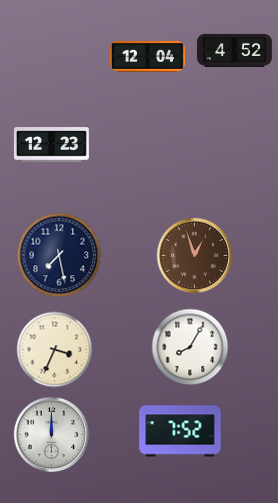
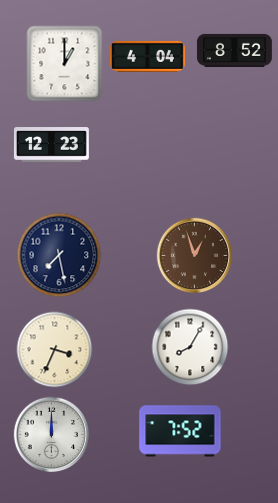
clock at (234, 50): 4:52 -> 8:52
clock at (147, 56): 12:04 -> 4:04
clock at (65, 64): none -> 1:00
